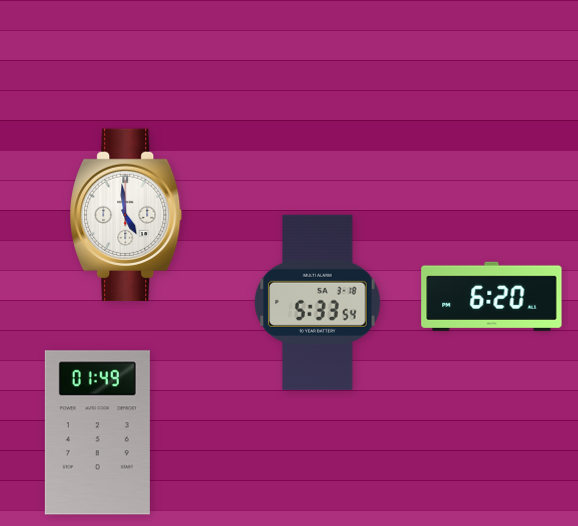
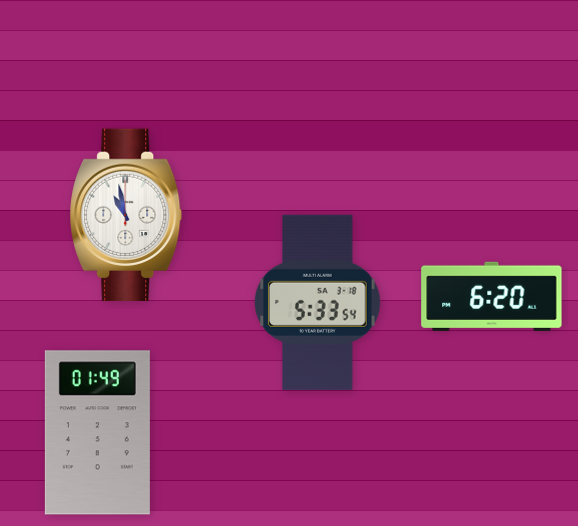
clock at (126, 214): 4:59 -> 10:58
